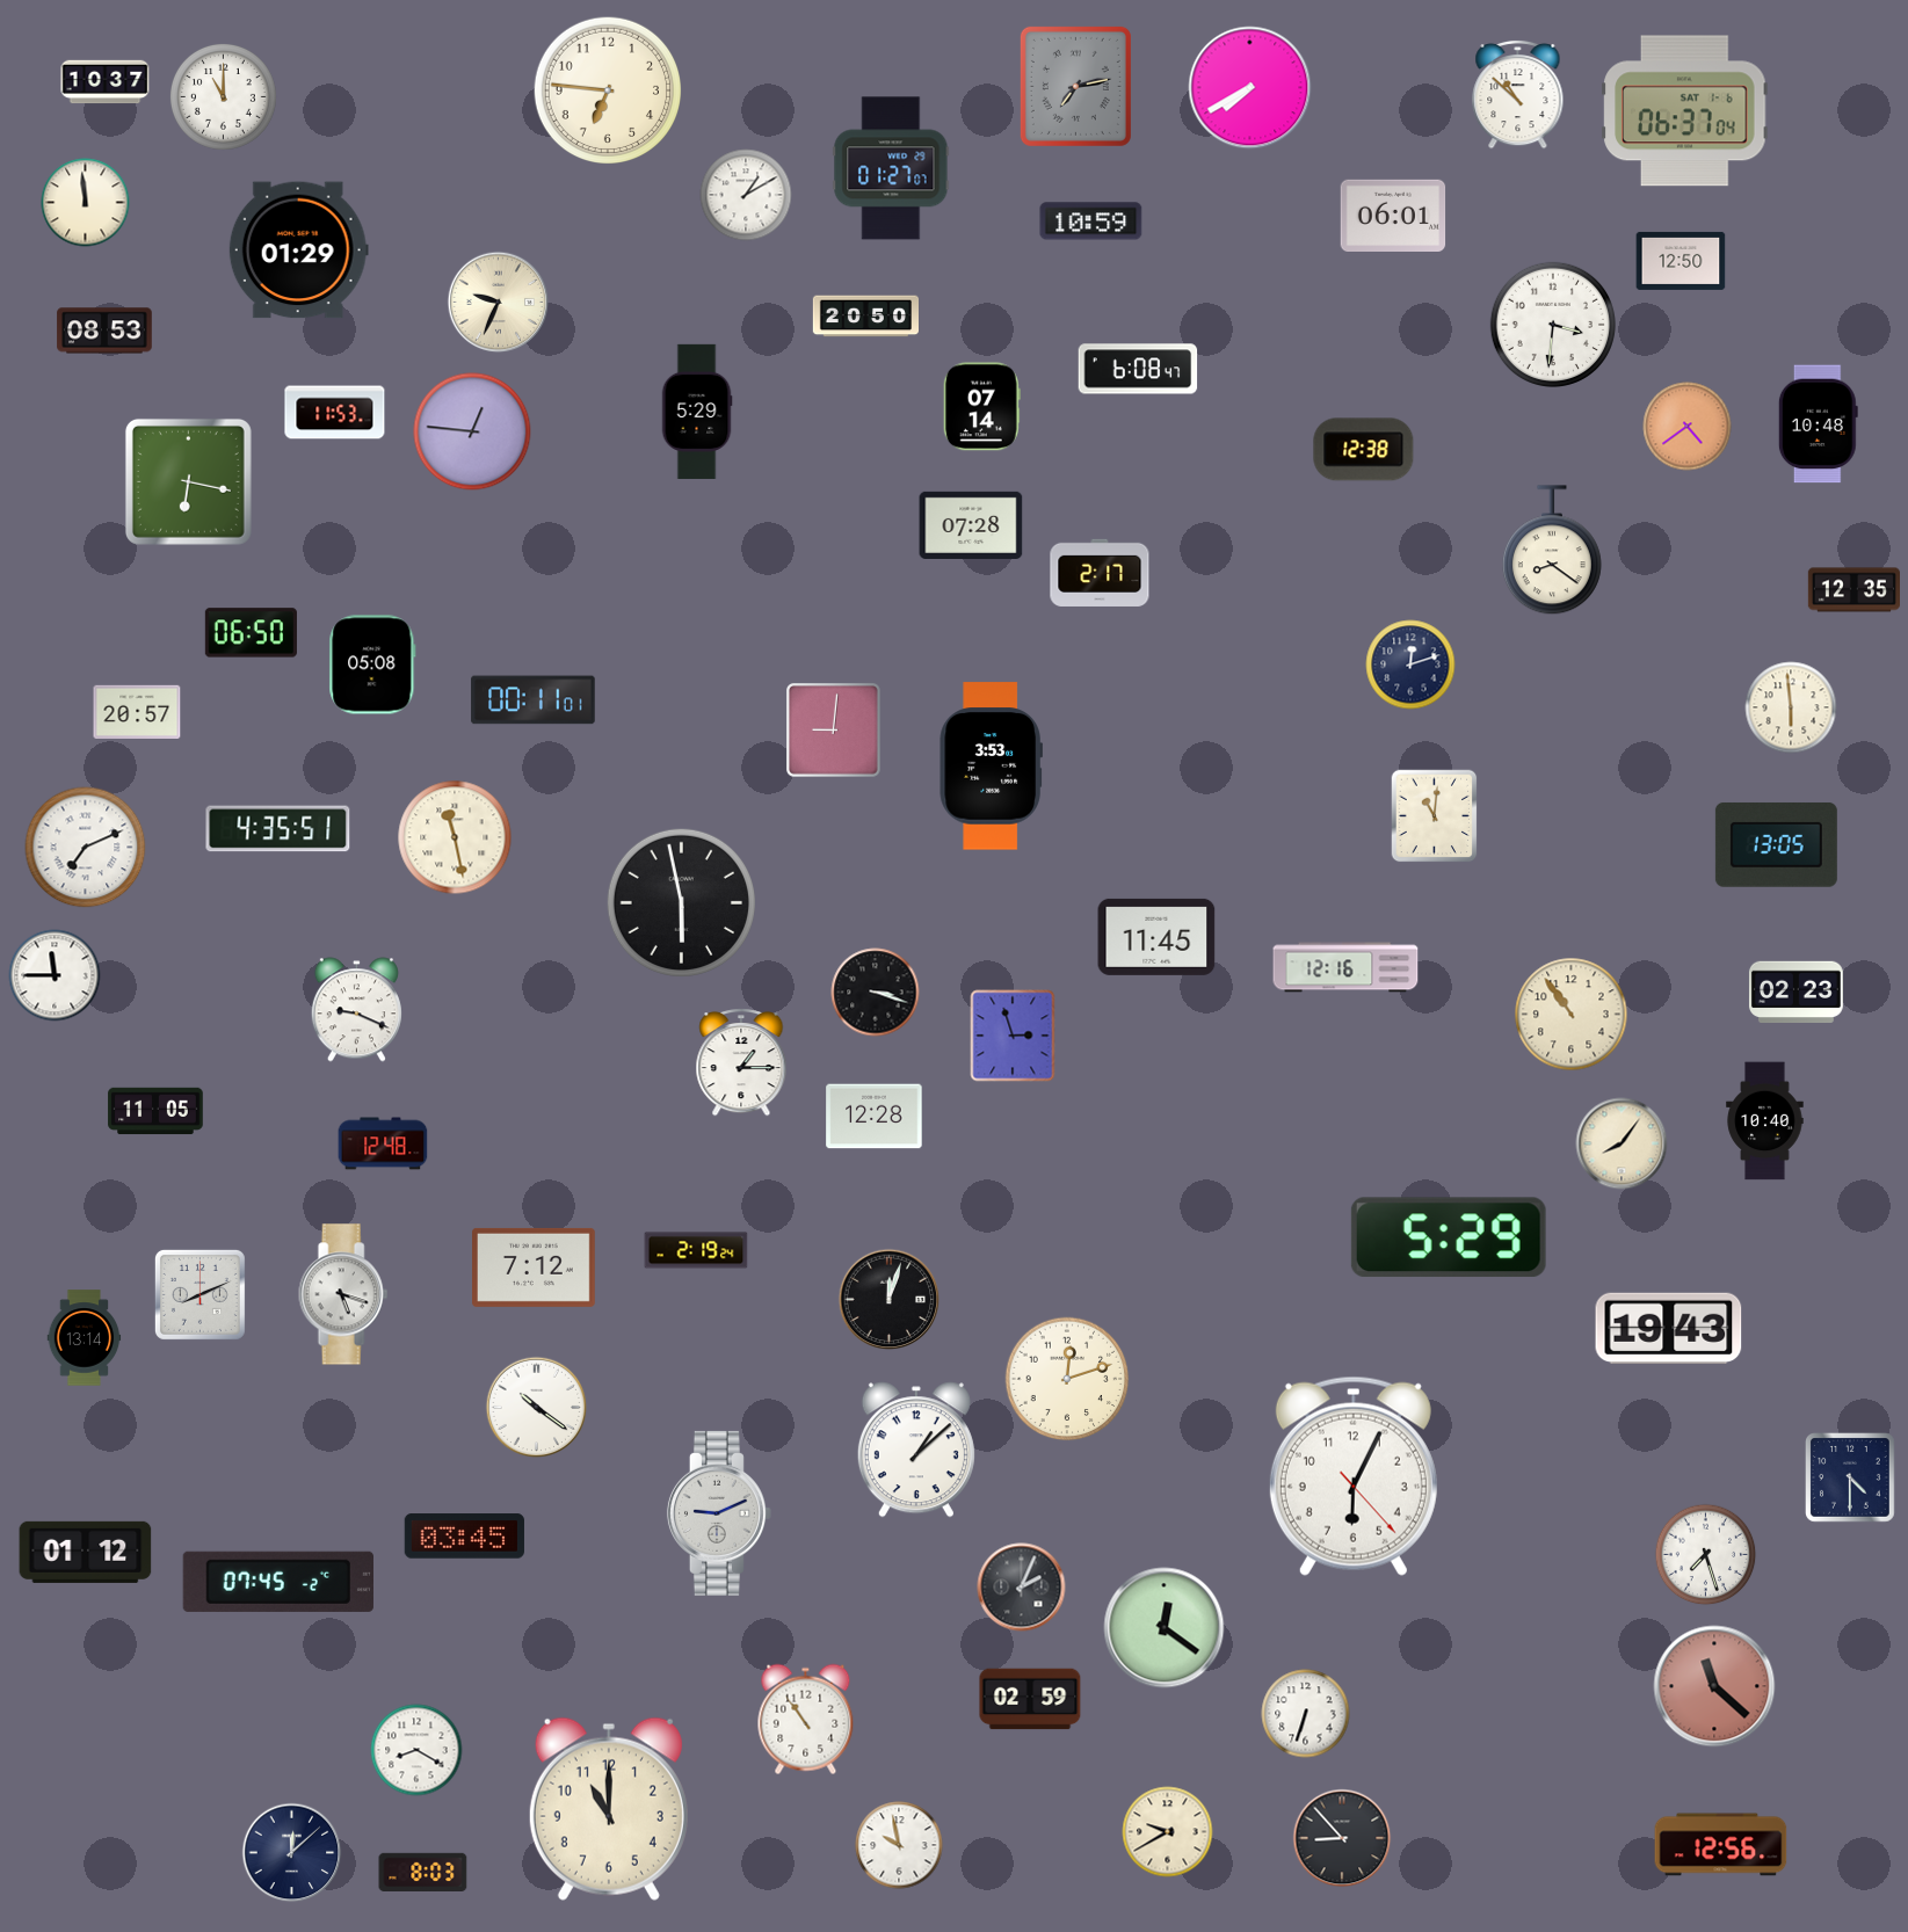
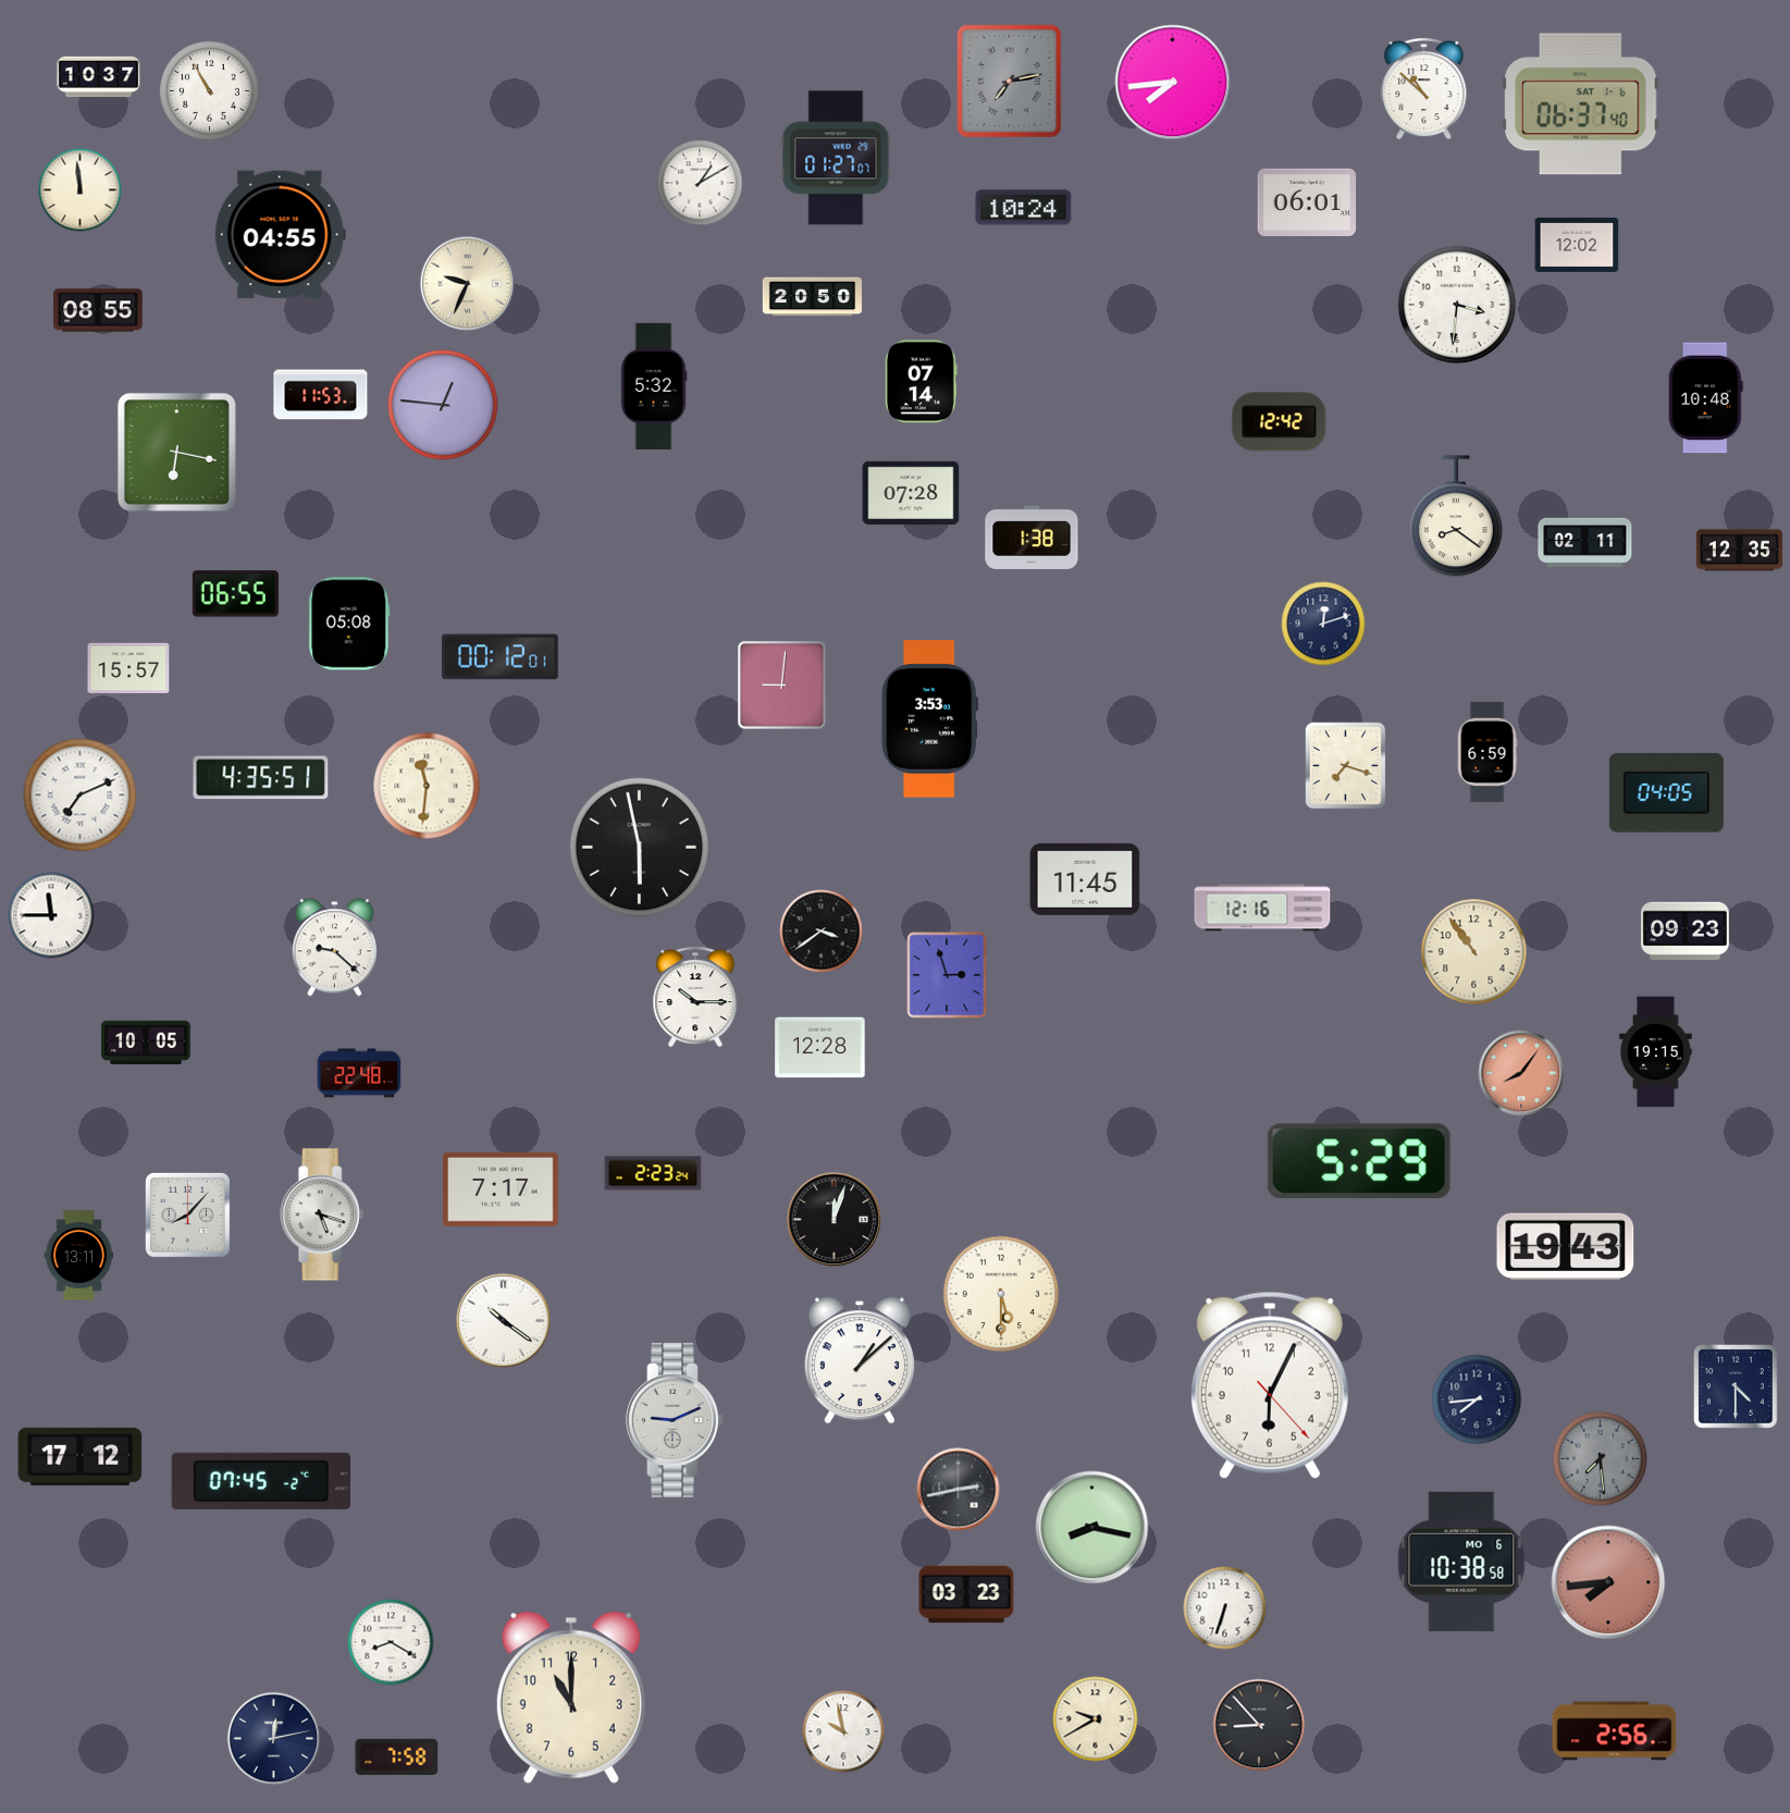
clock at (1250, 88): 7:40 -> 7:44
clock at (608, 90): 6:46 -> none
clock at (223, 96): 11:00 -> 10:55
clock at (1685, 111): 06:37:04 -> 06:37:40
clock at (1091, 221): 10:59 -> 10:24
clock at (298, 250): 01:29 -> 04:55
clock at (1681, 261): 12:50 -> 12:02
clock at (104, 331): 08:53 -> 08:55
clock at (1138, 369): 6:08 -> none
clock at (697, 412): 5:29 -> 5:32
clock at (335, 413) position: (335, 413) -> (321, 395)
clock at (1688, 427): 4:39 -> none
clock at (1364, 450): 12:38 -> 12:42
clock at (1100, 573): 2:17 -> 1:38
clock at (1585, 542): none -> 02:11
clock at (1853, 590) position: (1853, 590) -> (1739, 551)
clock at (251, 633): 06:50 -> 06:55
clock at (534, 700): 00:11 -> 00:12
clock at (1791, 707): 5:59 -> none
clock at (137, 711): 20:57 -> 15:57
clock at (1487, 752): none -> 6:59
clock at (1435, 816): 11:01 -> 7:18
clock at (455, 837): 11:28 -> 11:31
clock at (1776, 844): 13:05 -> 04:05
clock at (1795, 992): 02:23 -> 09:23
clock at (876, 993): 3:18 -> 3:39
clock at (356, 1010): 9:19 -> 9:22
clock at (1013, 1036) position: (1013, 1036) -> (947, 975)
clock at (741, 1063): 1:15 -> 10:15
clock at (155, 1111): 11:05 -> 10:05
clock at (1765, 1121): 10:40 -> 19:15
clock at (383, 1143): 12:48 -> 22:48
clock at (1622, 1143) dial: cream -> salmon
clock at (696, 1250): 2:19 -> 2:23
clock at (535, 1268): 7:12 -> 7:17
clock at (199, 1294): 8:11 -> 8:07
clock at (85, 1338): 13:14 -> 13:11
clock at (1067, 1379): 12:12 -> 5:30
clock at (1477, 1399): none -> 7:44
clock at (464, 1537): 03:45 -> none
clock at (86, 1552): 01:12 -> 17:12
clock at (1706, 1555): 7:27 -> 7:29
clock at (1706, 1555) dial: white -> grey
clock at (278, 1582) position: (278, 1582) -> (261, 1481)
clock at (1022, 1588): 2:04 -> 2:43
clock at (1165, 1628): 12:21 -> 8:17
clock at (1461, 1562): none -> 10:38
clock at (1714, 1686): 11:22 -> 7:44
clock at (1030, 1699): 02:59 -> 03:23
clock at (806, 1720): 10:54 -> none
clock at (1721, 1845): 12:56 -> 2:56
clock at (292, 1853): 12:08 -> 12:13
clock at (423, 1872): 8:03 -> 7:58
